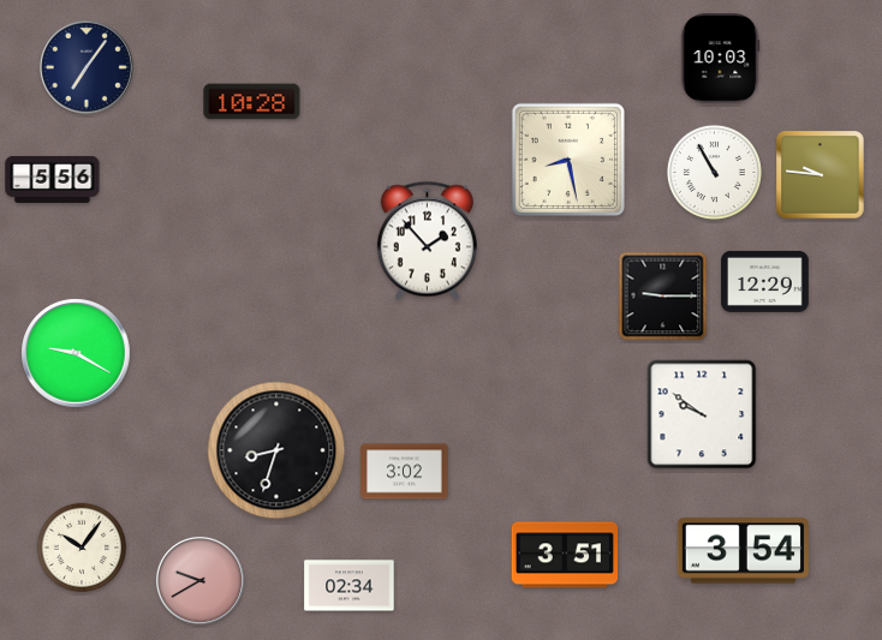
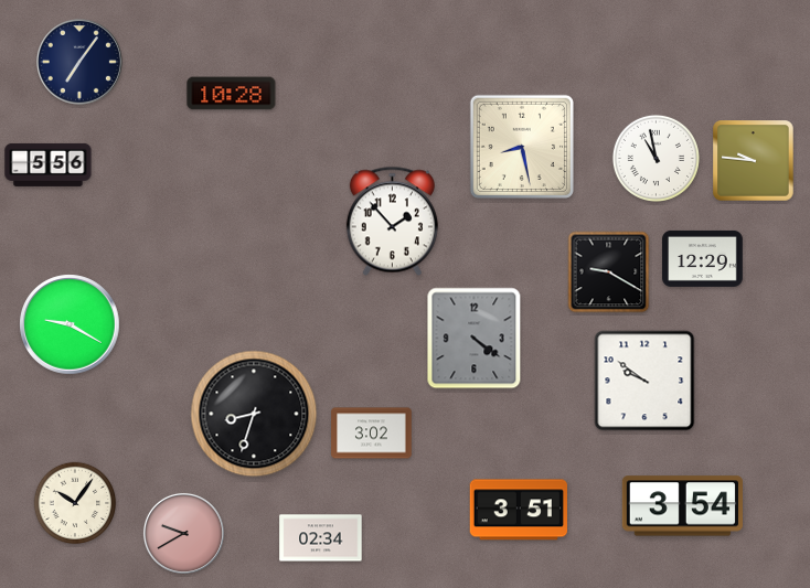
clock at (720, 59): 10:03 -> none
clock at (714, 172): 10:55 -> 10:58
clock at (663, 297): 9:15 -> 9:20
clock at (475, 339): none -> 4:21
